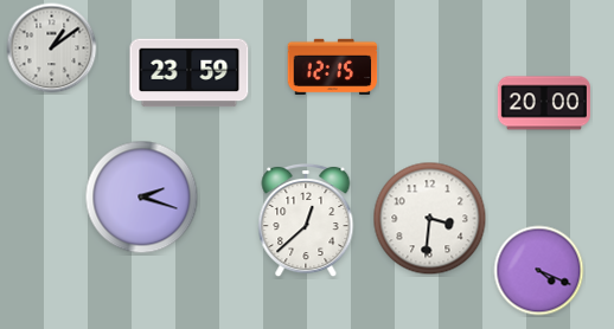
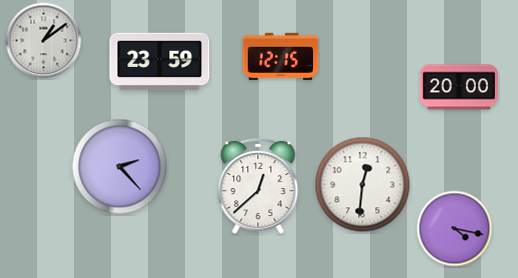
clock at (142, 198): 2:18 -> 2:23
clock at (430, 219): 3:31 -> 12:31
clock at (539, 271): 4:19 -> 4:17
